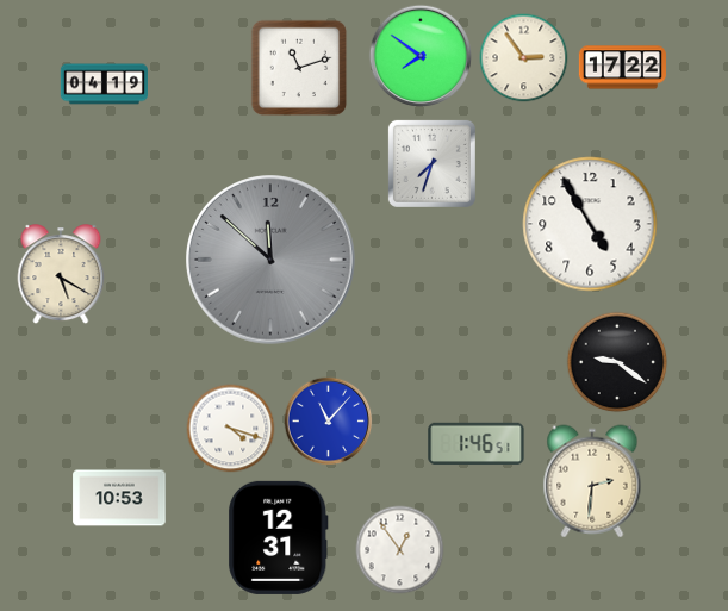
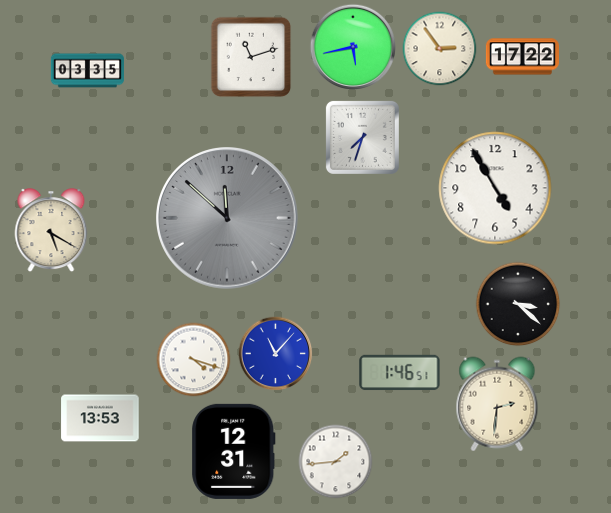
clock at (419, 55): 7:51 -> 5:43
clock at (104, 85): 04:19 -> 03:35
clock at (617, 362): 9:21 -> 3:22
clock at (119, 498): 10:53 -> 13:53
clock at (400, 550): 12:54 -> 1:44
